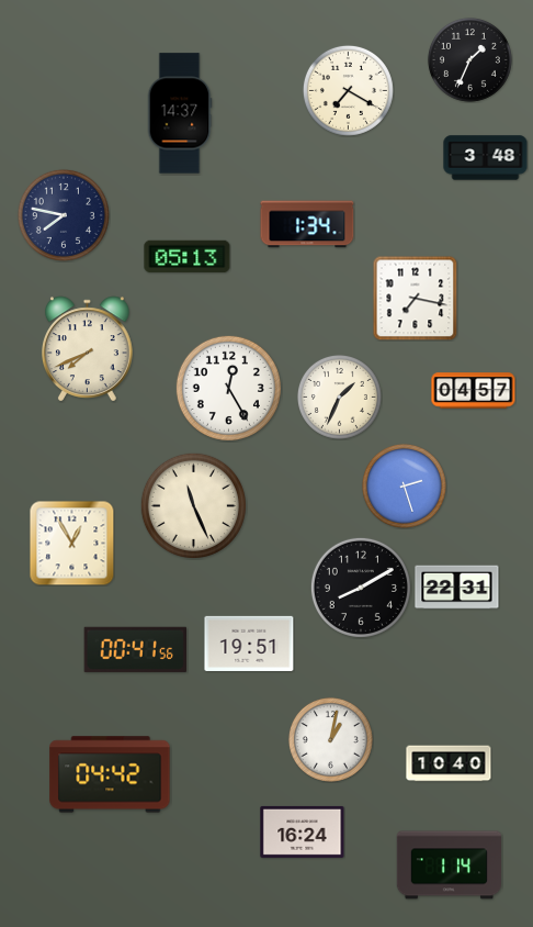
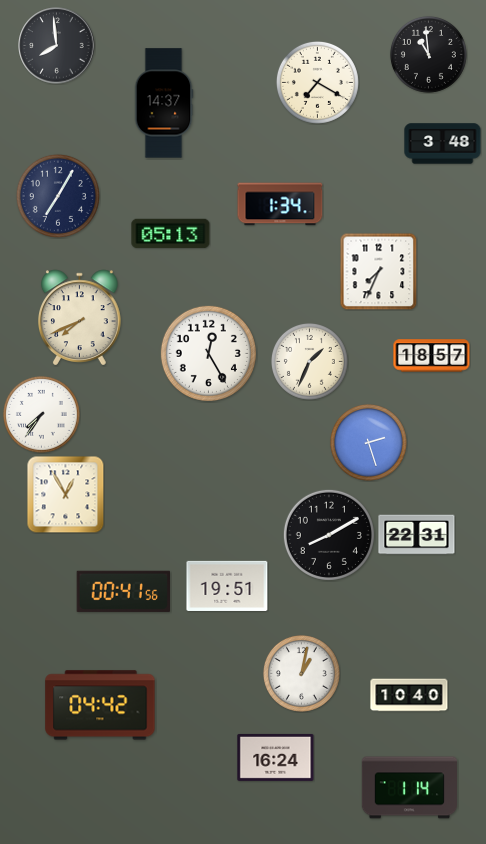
clock at (57, 46): none -> 7:59
clock at (469, 59): 1:34 -> 10:59
clock at (64, 215): 7:47 -> 7:05
clock at (415, 298): 7:17 -> 7:34
clock at (474, 391): 04:57 -> 18:57
clock at (41, 414): none -> 7:36
clock at (193, 505): 11:26 -> none
